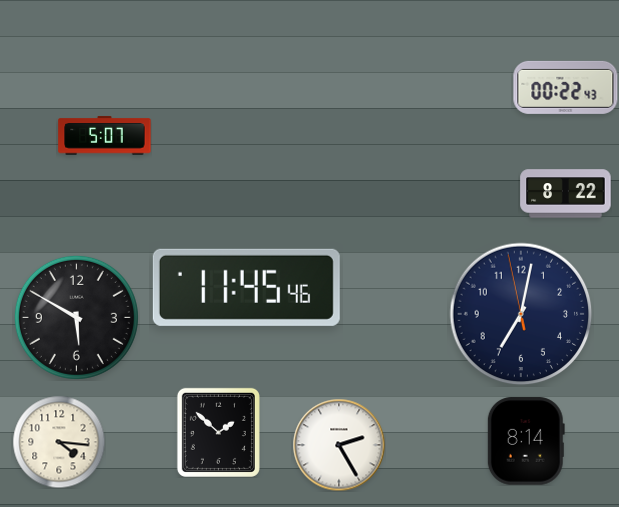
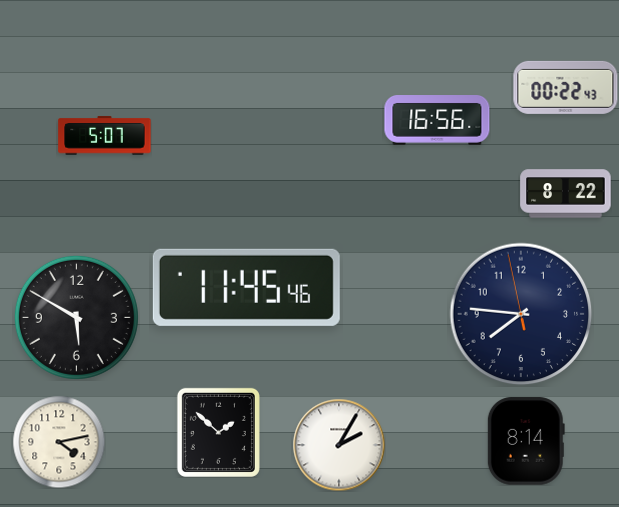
clock at (437, 121): none -> 16:56
clock at (521, 314): 7:01 -> 7:45
clock at (59, 442): 4:16 -> 4:13
clock at (339, 445): 2:25 -> 2:05
